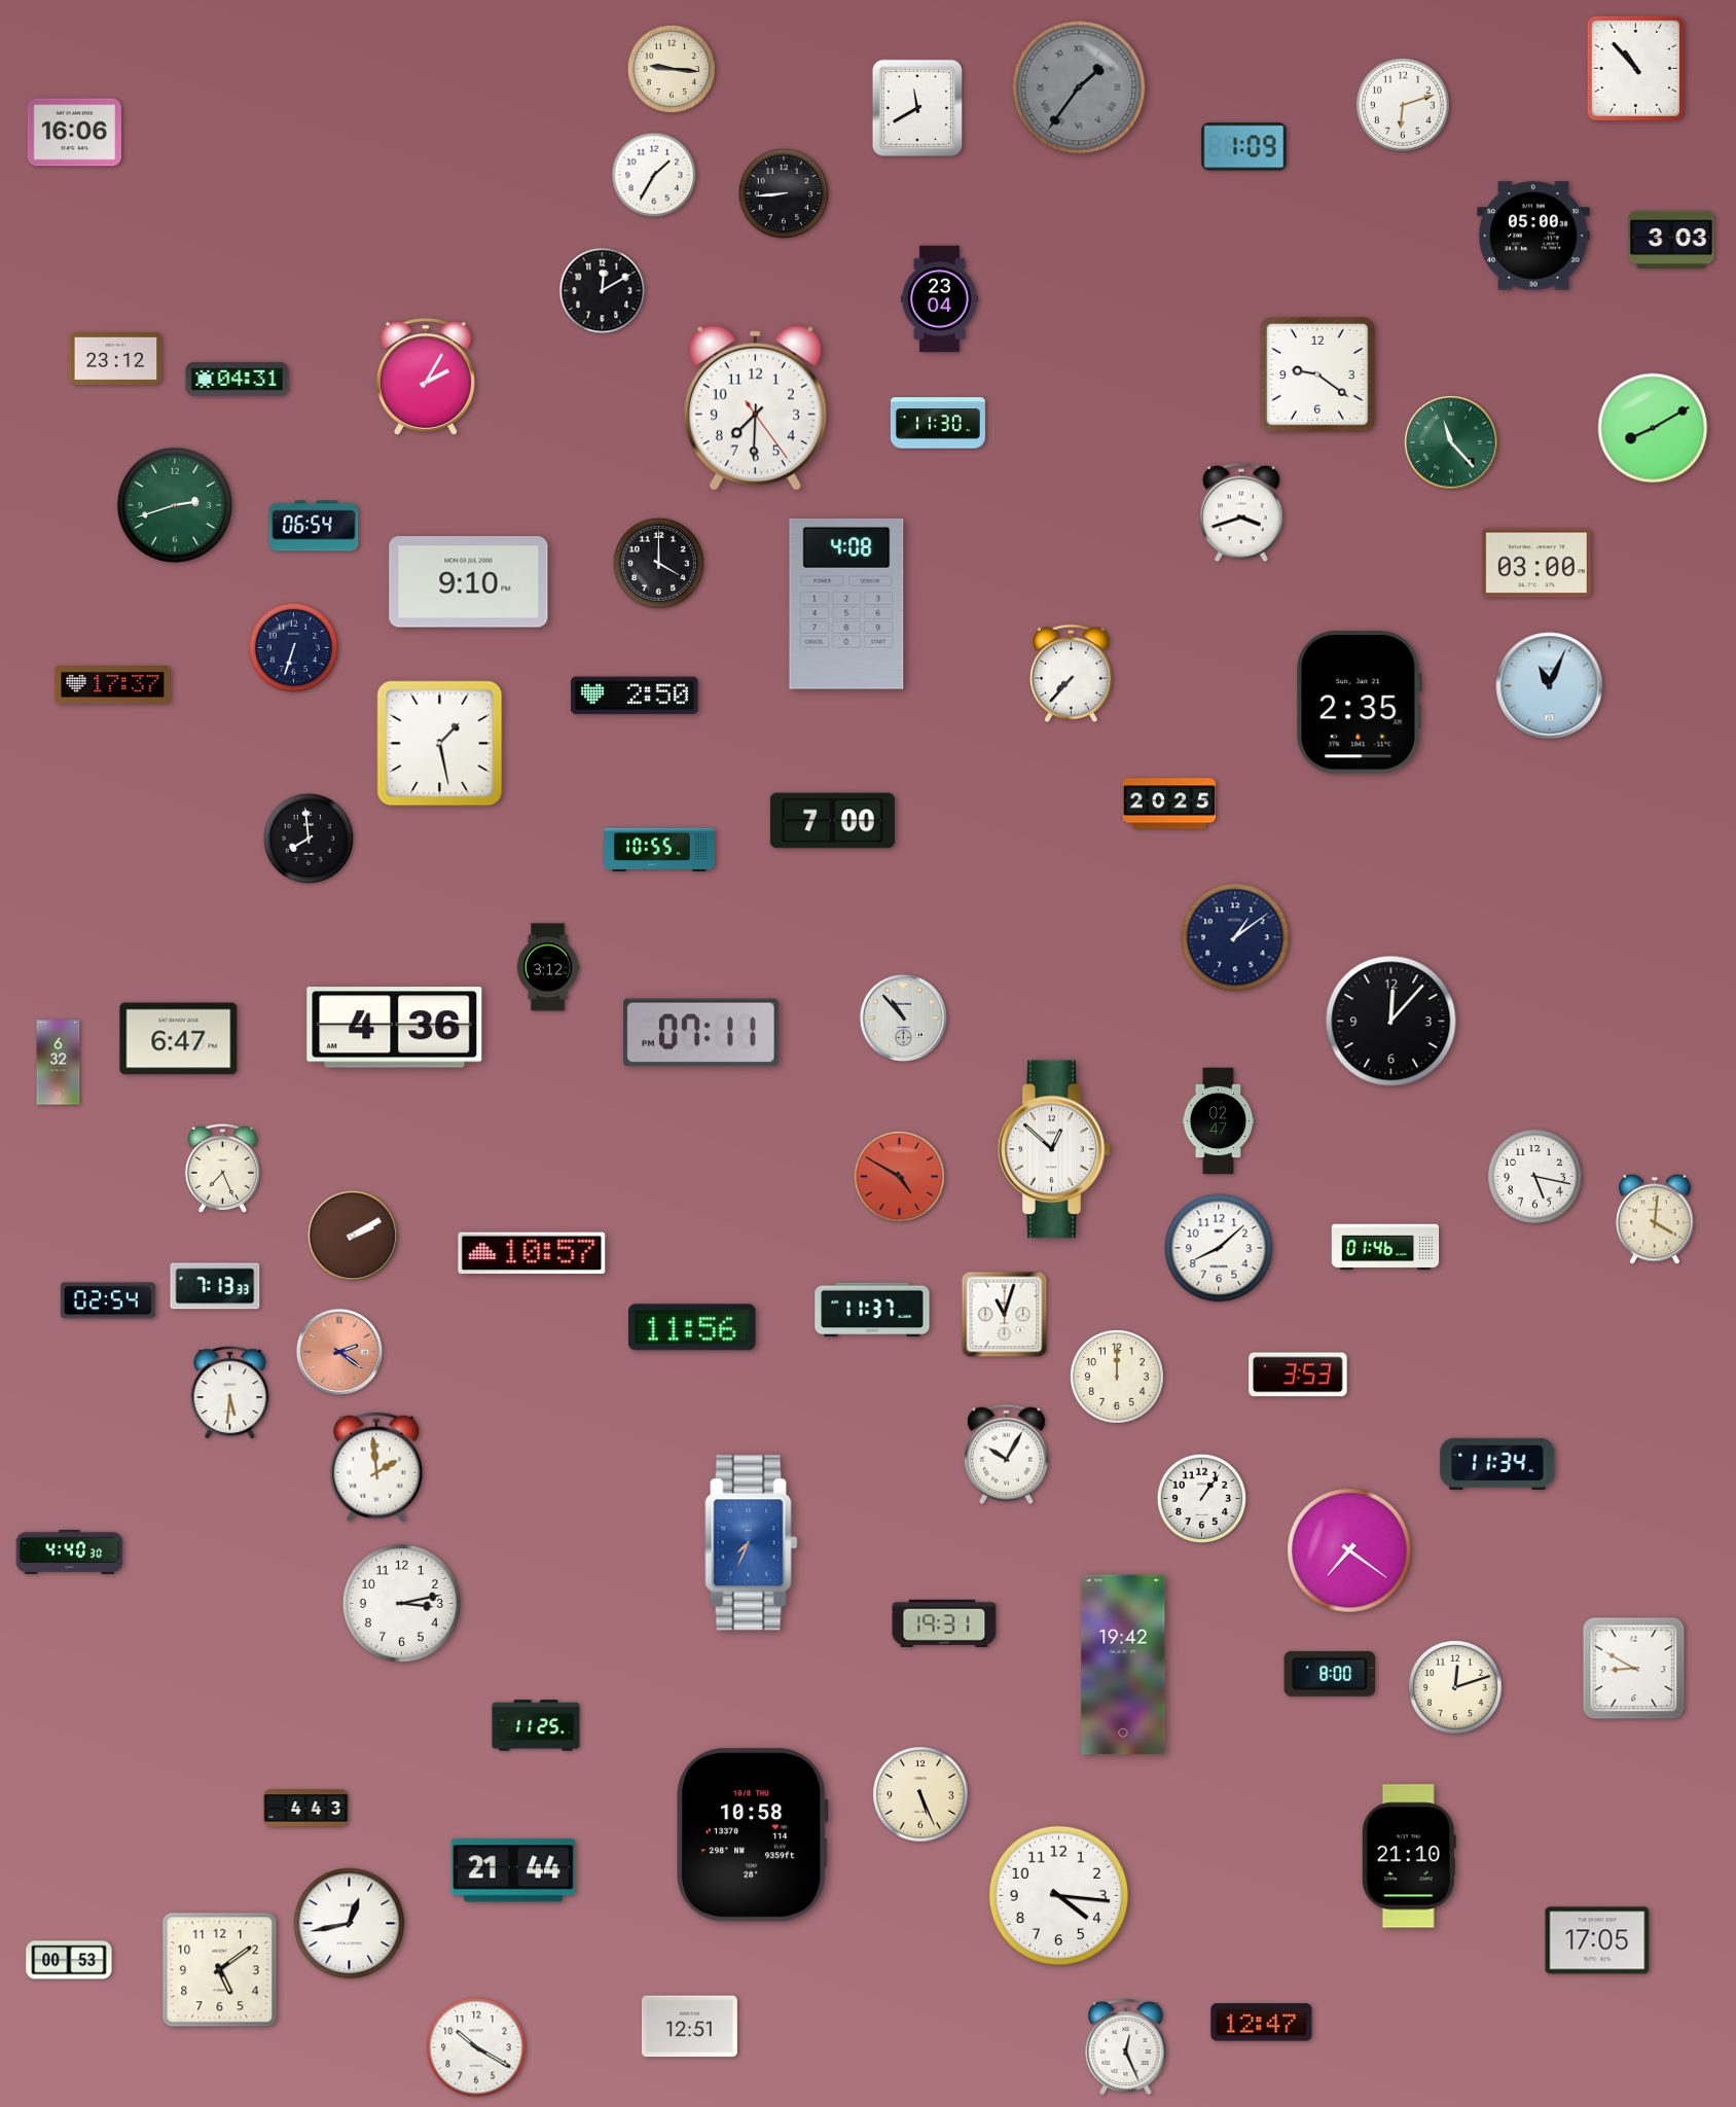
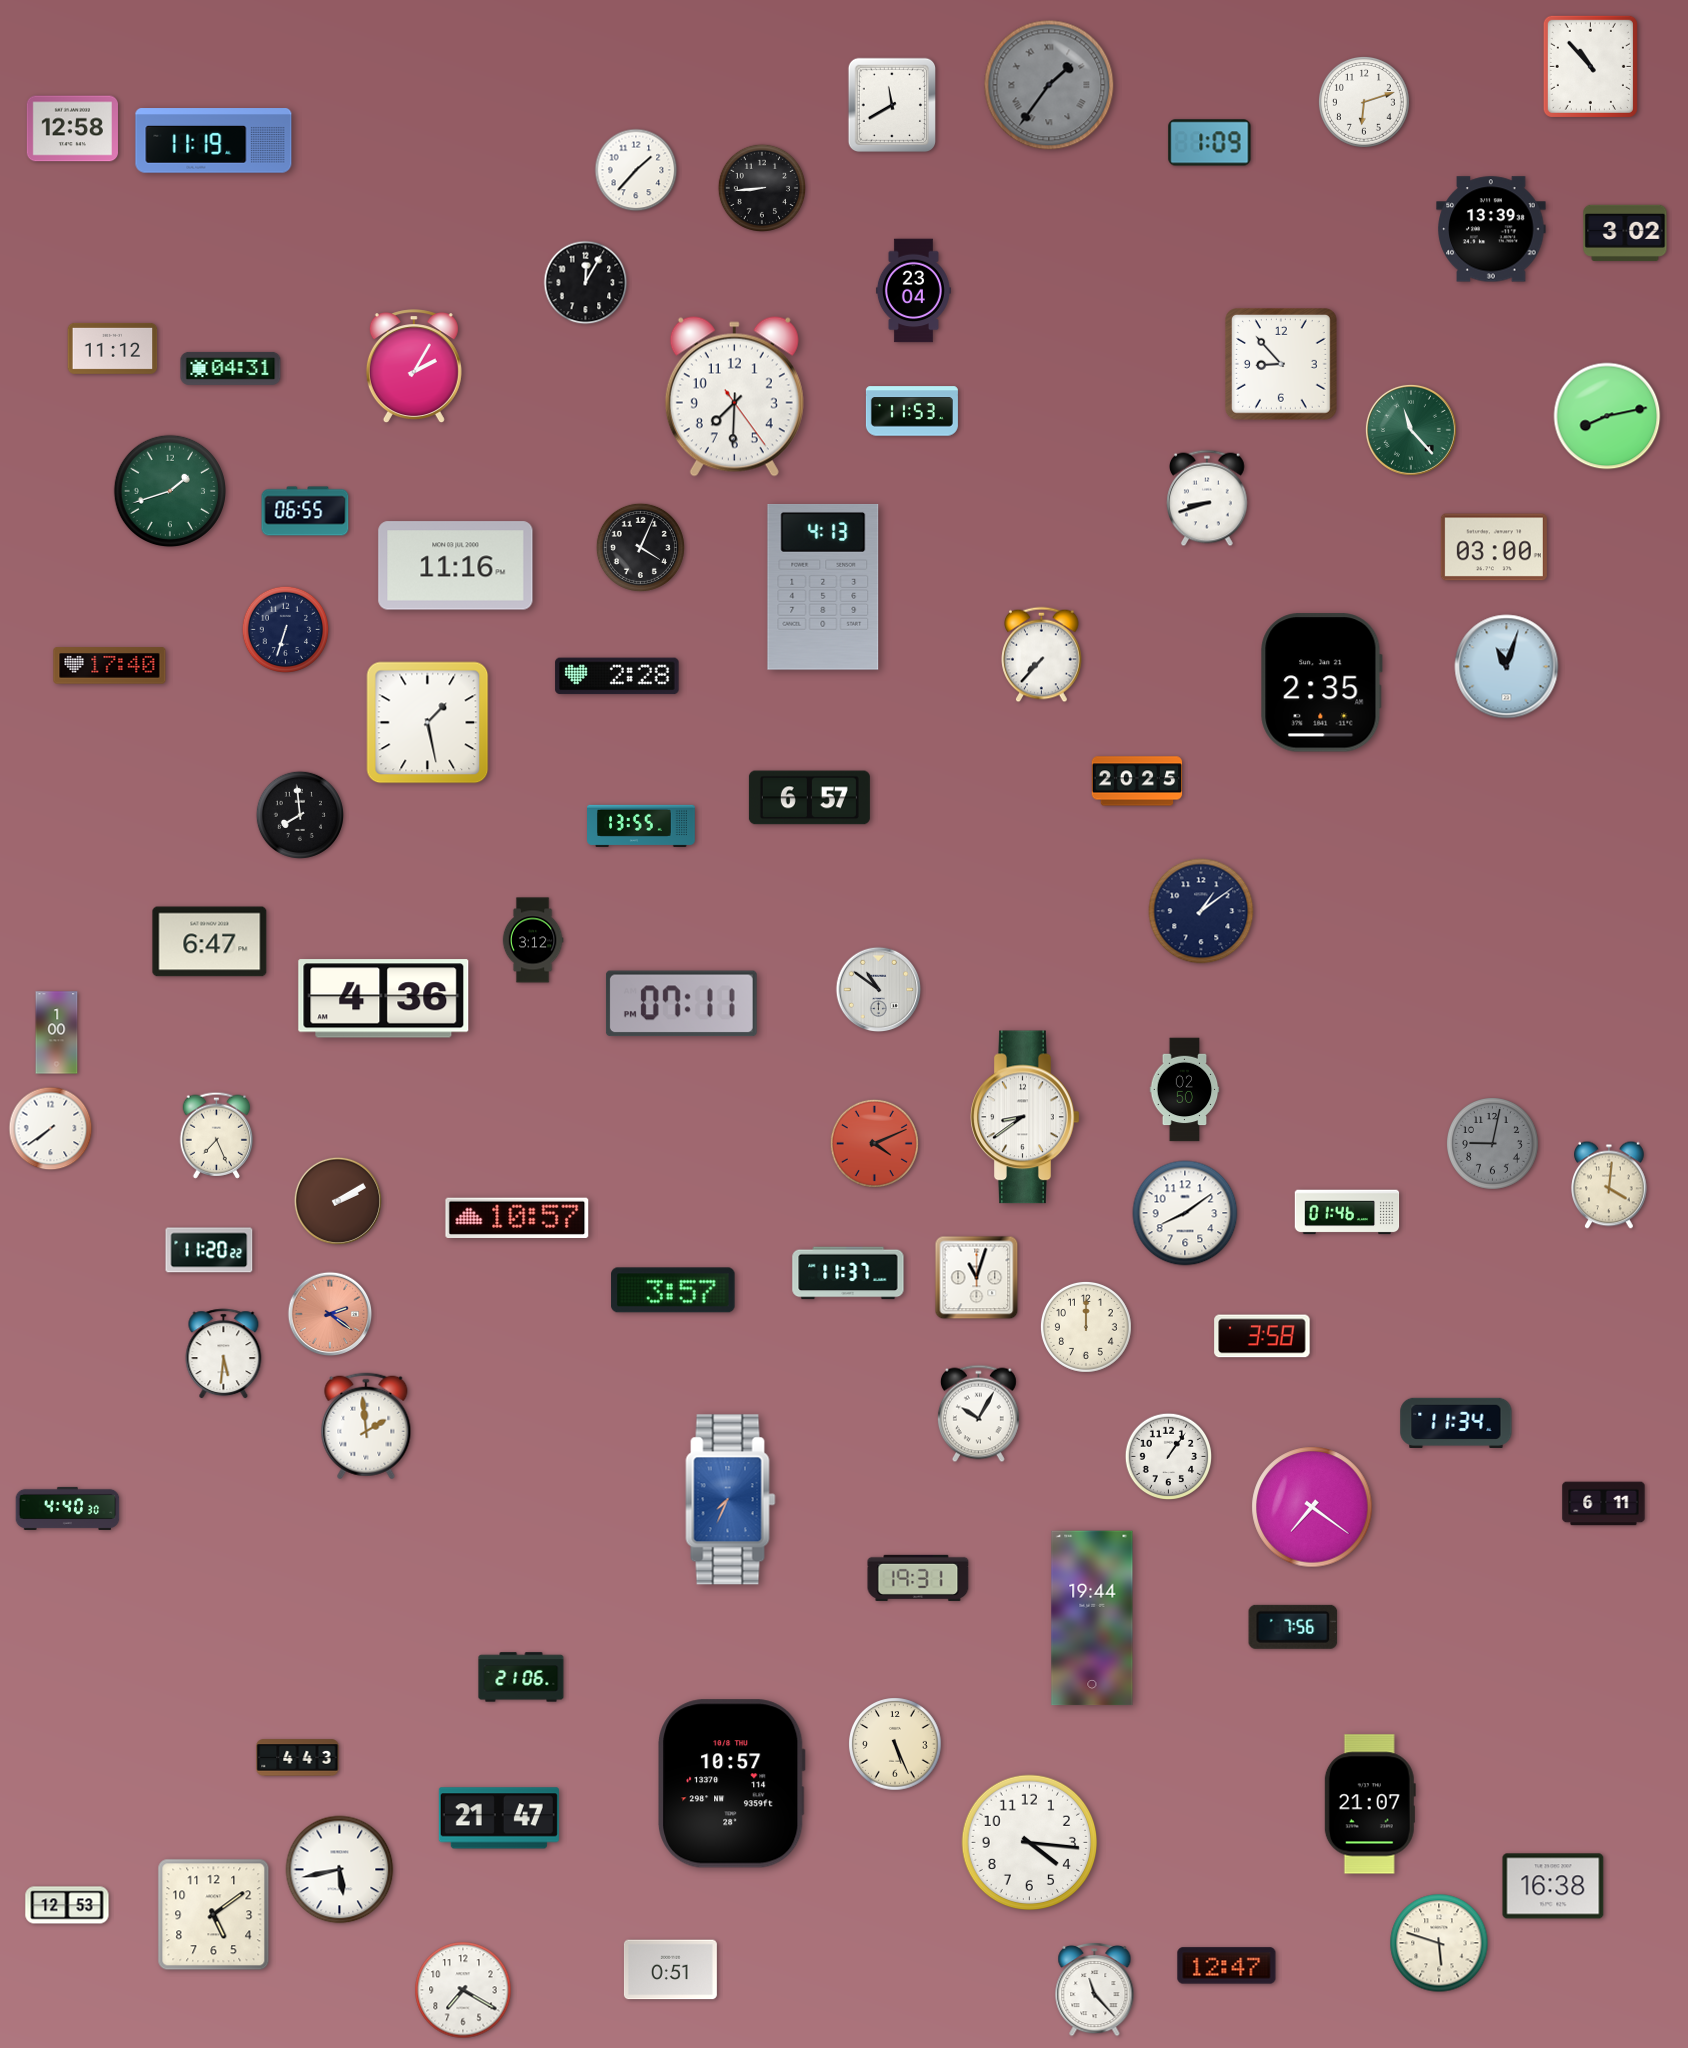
clock at (672, 69): 9:16 -> none
clock at (74, 133): 16:06 -> 12:58
clock at (214, 141): none -> 11:19
clock at (654, 175): 1:35 -> 1:37
clock at (1533, 236): 05:00 -> 13:39
clock at (1671, 240): 3:03 -> 3:02
clock at (603, 291): 12:10 -> 12:05
clock at (116, 358): 23:12 -> 11:12
clock at (1318, 376): 9:21 -> 8:53
clock at (938, 423): 11:30 -> 11:53
clock at (1653, 428): 8:10 -> 8:13
clock at (174, 504): 2:42 -> 1:42
clock at (1242, 512): 3:42 -> 8:42
clock at (314, 526): 06:54 -> 06:55
clock at (658, 563): 4:00 -> 4:04
clock at (469, 582): 9:10 -> 11:16
clock at (846, 605): 4:08 -> 4:13
clock at (113, 685): 17:37 -> 17:40
clock at (1550, 686): 11:04 -> 11:03
clock at (635, 695): 2:50 -> 2:28
clock at (832, 821): 7:00 -> 6:57
clock at (660, 850): 10:55 -> 13:55
clock at (904, 1019): 10:53 -> 10:51
clock at (1391, 1022): 12:07 -> none
clock at (179, 1039) position: (179, 1039) -> (210, 942)
clock at (59, 1063): 6:32 -> 1:00
clock at (1219, 1121): 02:47 -> 02:50
clock at (1054, 1149): 12:52 -> 8:39
clock at (51, 1129): none -> 7:39
clock at (899, 1176): 4:50 -> 4:11
clock at (1535, 1177): 5:17 -> 9:02
clock at (1535, 1177) dial: white -> grey
clock at (353, 1236) position: (353, 1236) -> (338, 1201)
clock at (1219, 1248): 8:08 -> 8:09
clock at (215, 1286): 7:13 -> 11:20
clock at (108, 1300): 02:54 -> none
clock at (692, 1327): 11:56 -> 3:57
clock at (1298, 1374): 3:53 -> 3:58
clock at (1117, 1377) position: (1117, 1377) -> (1086, 1327)
clock at (1604, 1504): none -> 6:11
clock at (401, 1603): 3:13 -> none
clock at (1123, 1665): 19:42 -> 19:44
clock at (1634, 1669): 8:50 -> none
clock at (1330, 1674): 8:00 -> 7:56
clock at (1455, 1687): 12:12 -> none
clock at (536, 1725): 11:25 -> 21:06
clock at (753, 1835): 10:58 -> 10:57
clock at (1409, 1856): 21:10 -> 21:07
clock at (513, 1870): 21:44 -> 21:47
clock at (350, 1924): 12:43 -> 5:43
clock at (1597, 1940): 17:05 -> 16:38
clock at (69, 1960): 00:53 -> 12:53
clock at (1439, 1943): none -> 5:48
clock at (689, 2027): 12:51 -> 0:51
clock at (1126, 2046): 12:26 -> 11:23
clock at (476, 2047): 10:20 -> 7:20
